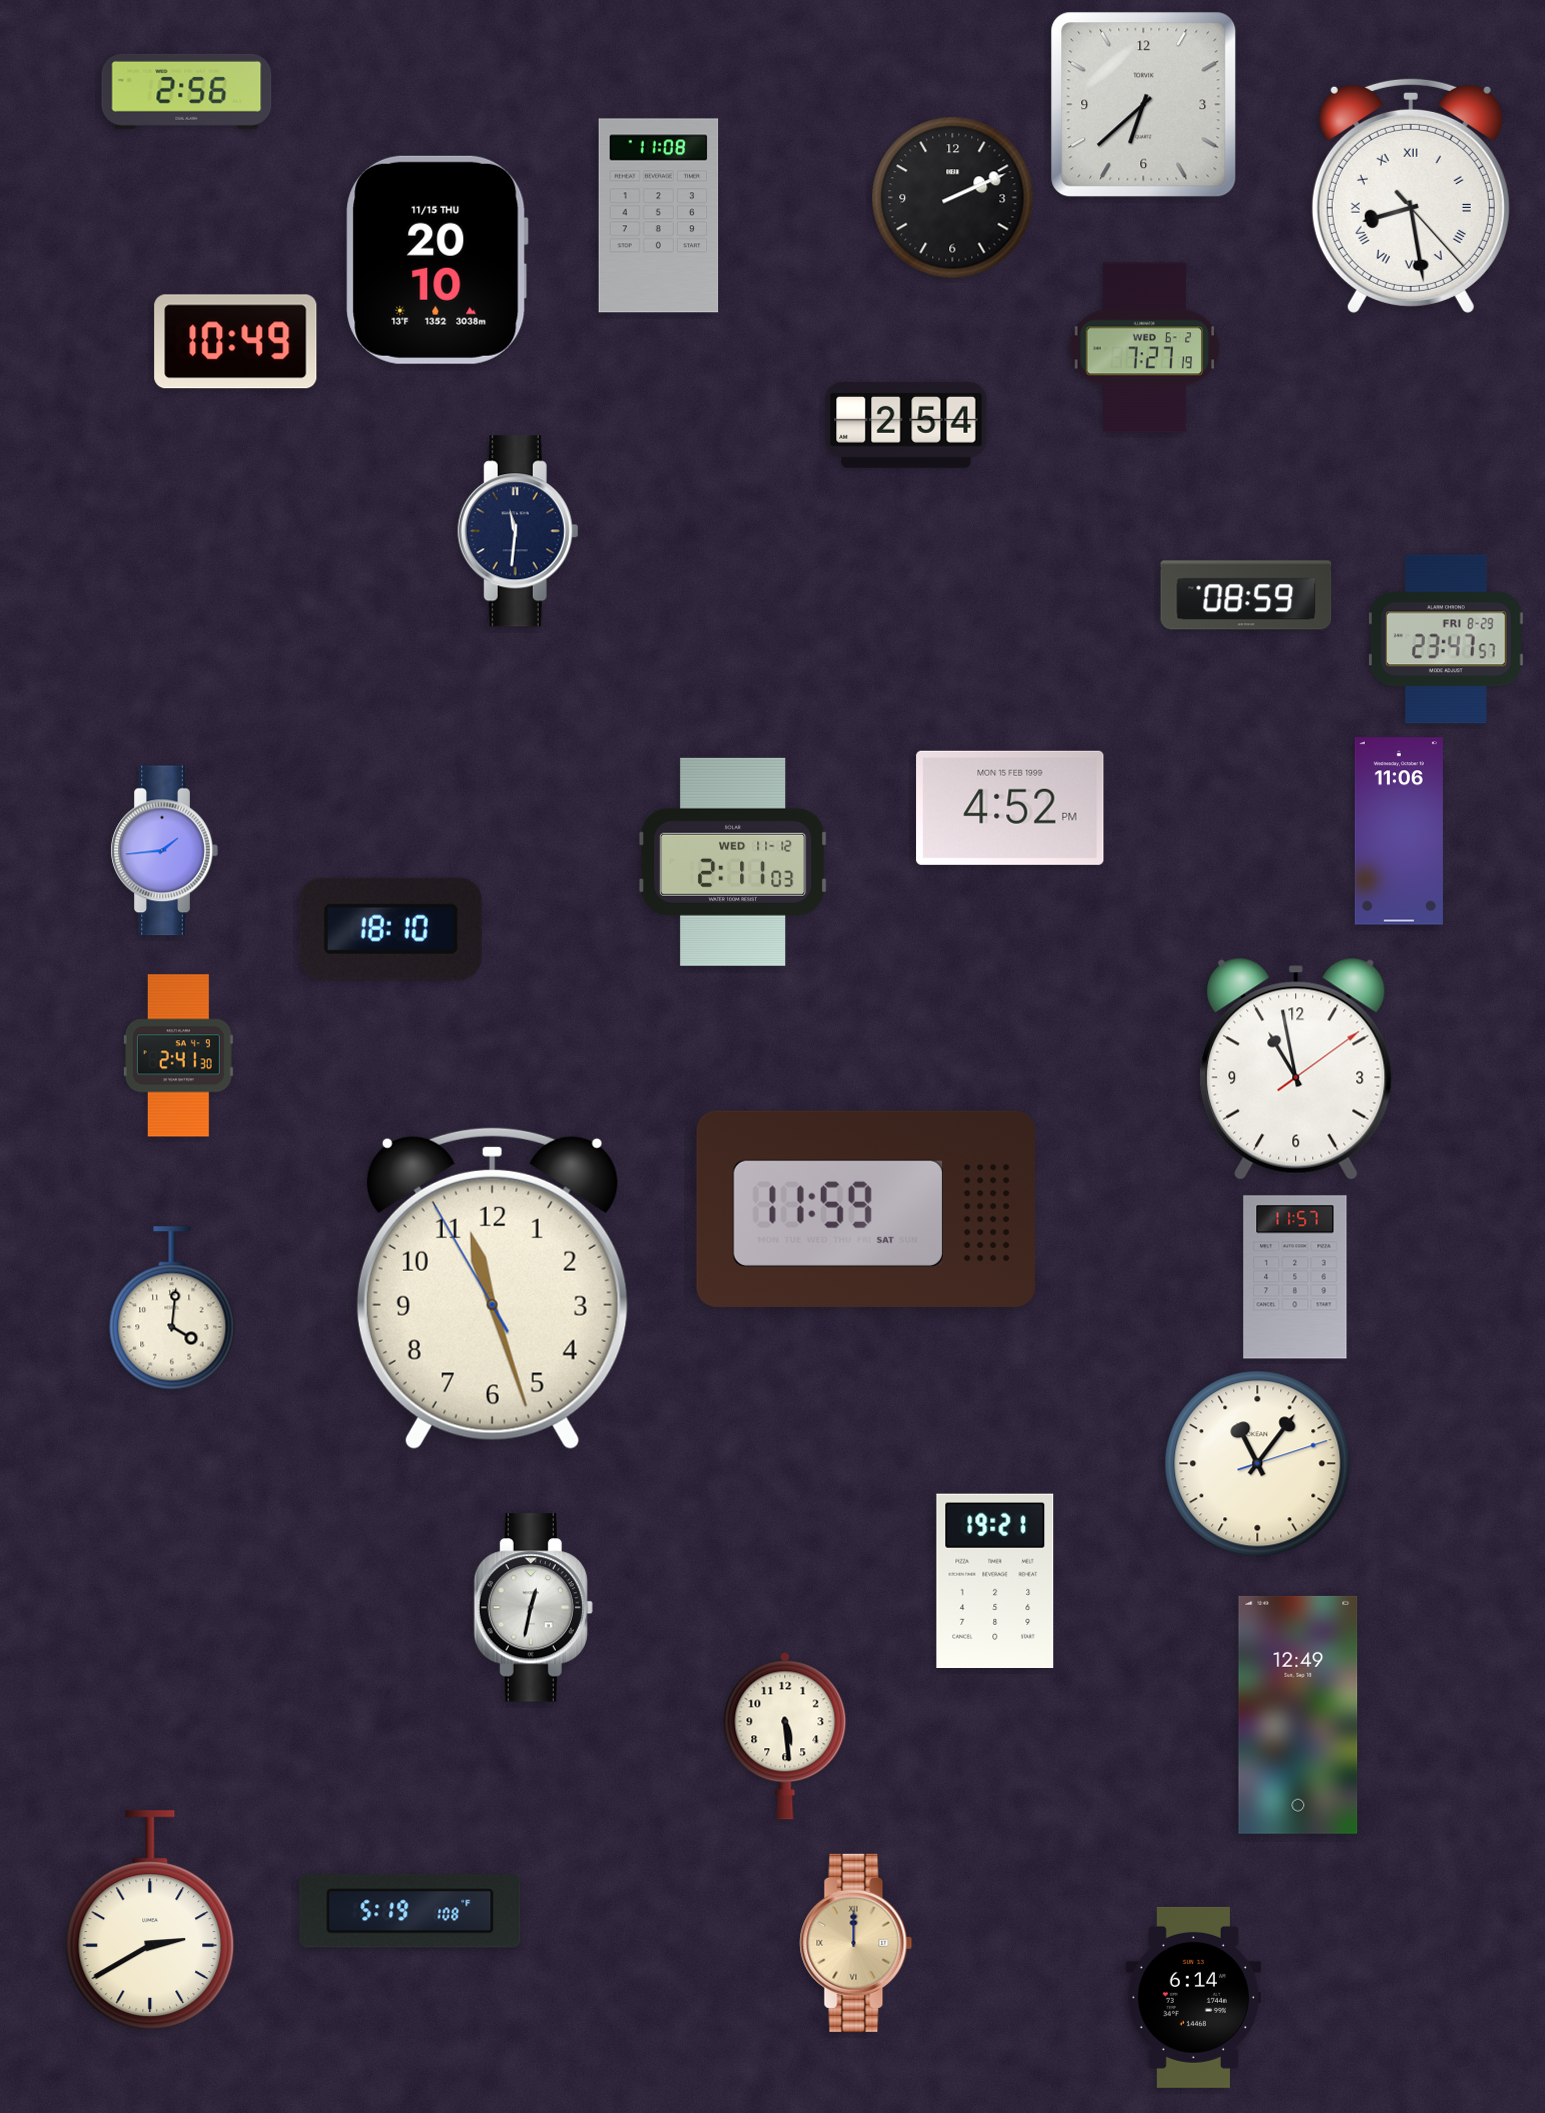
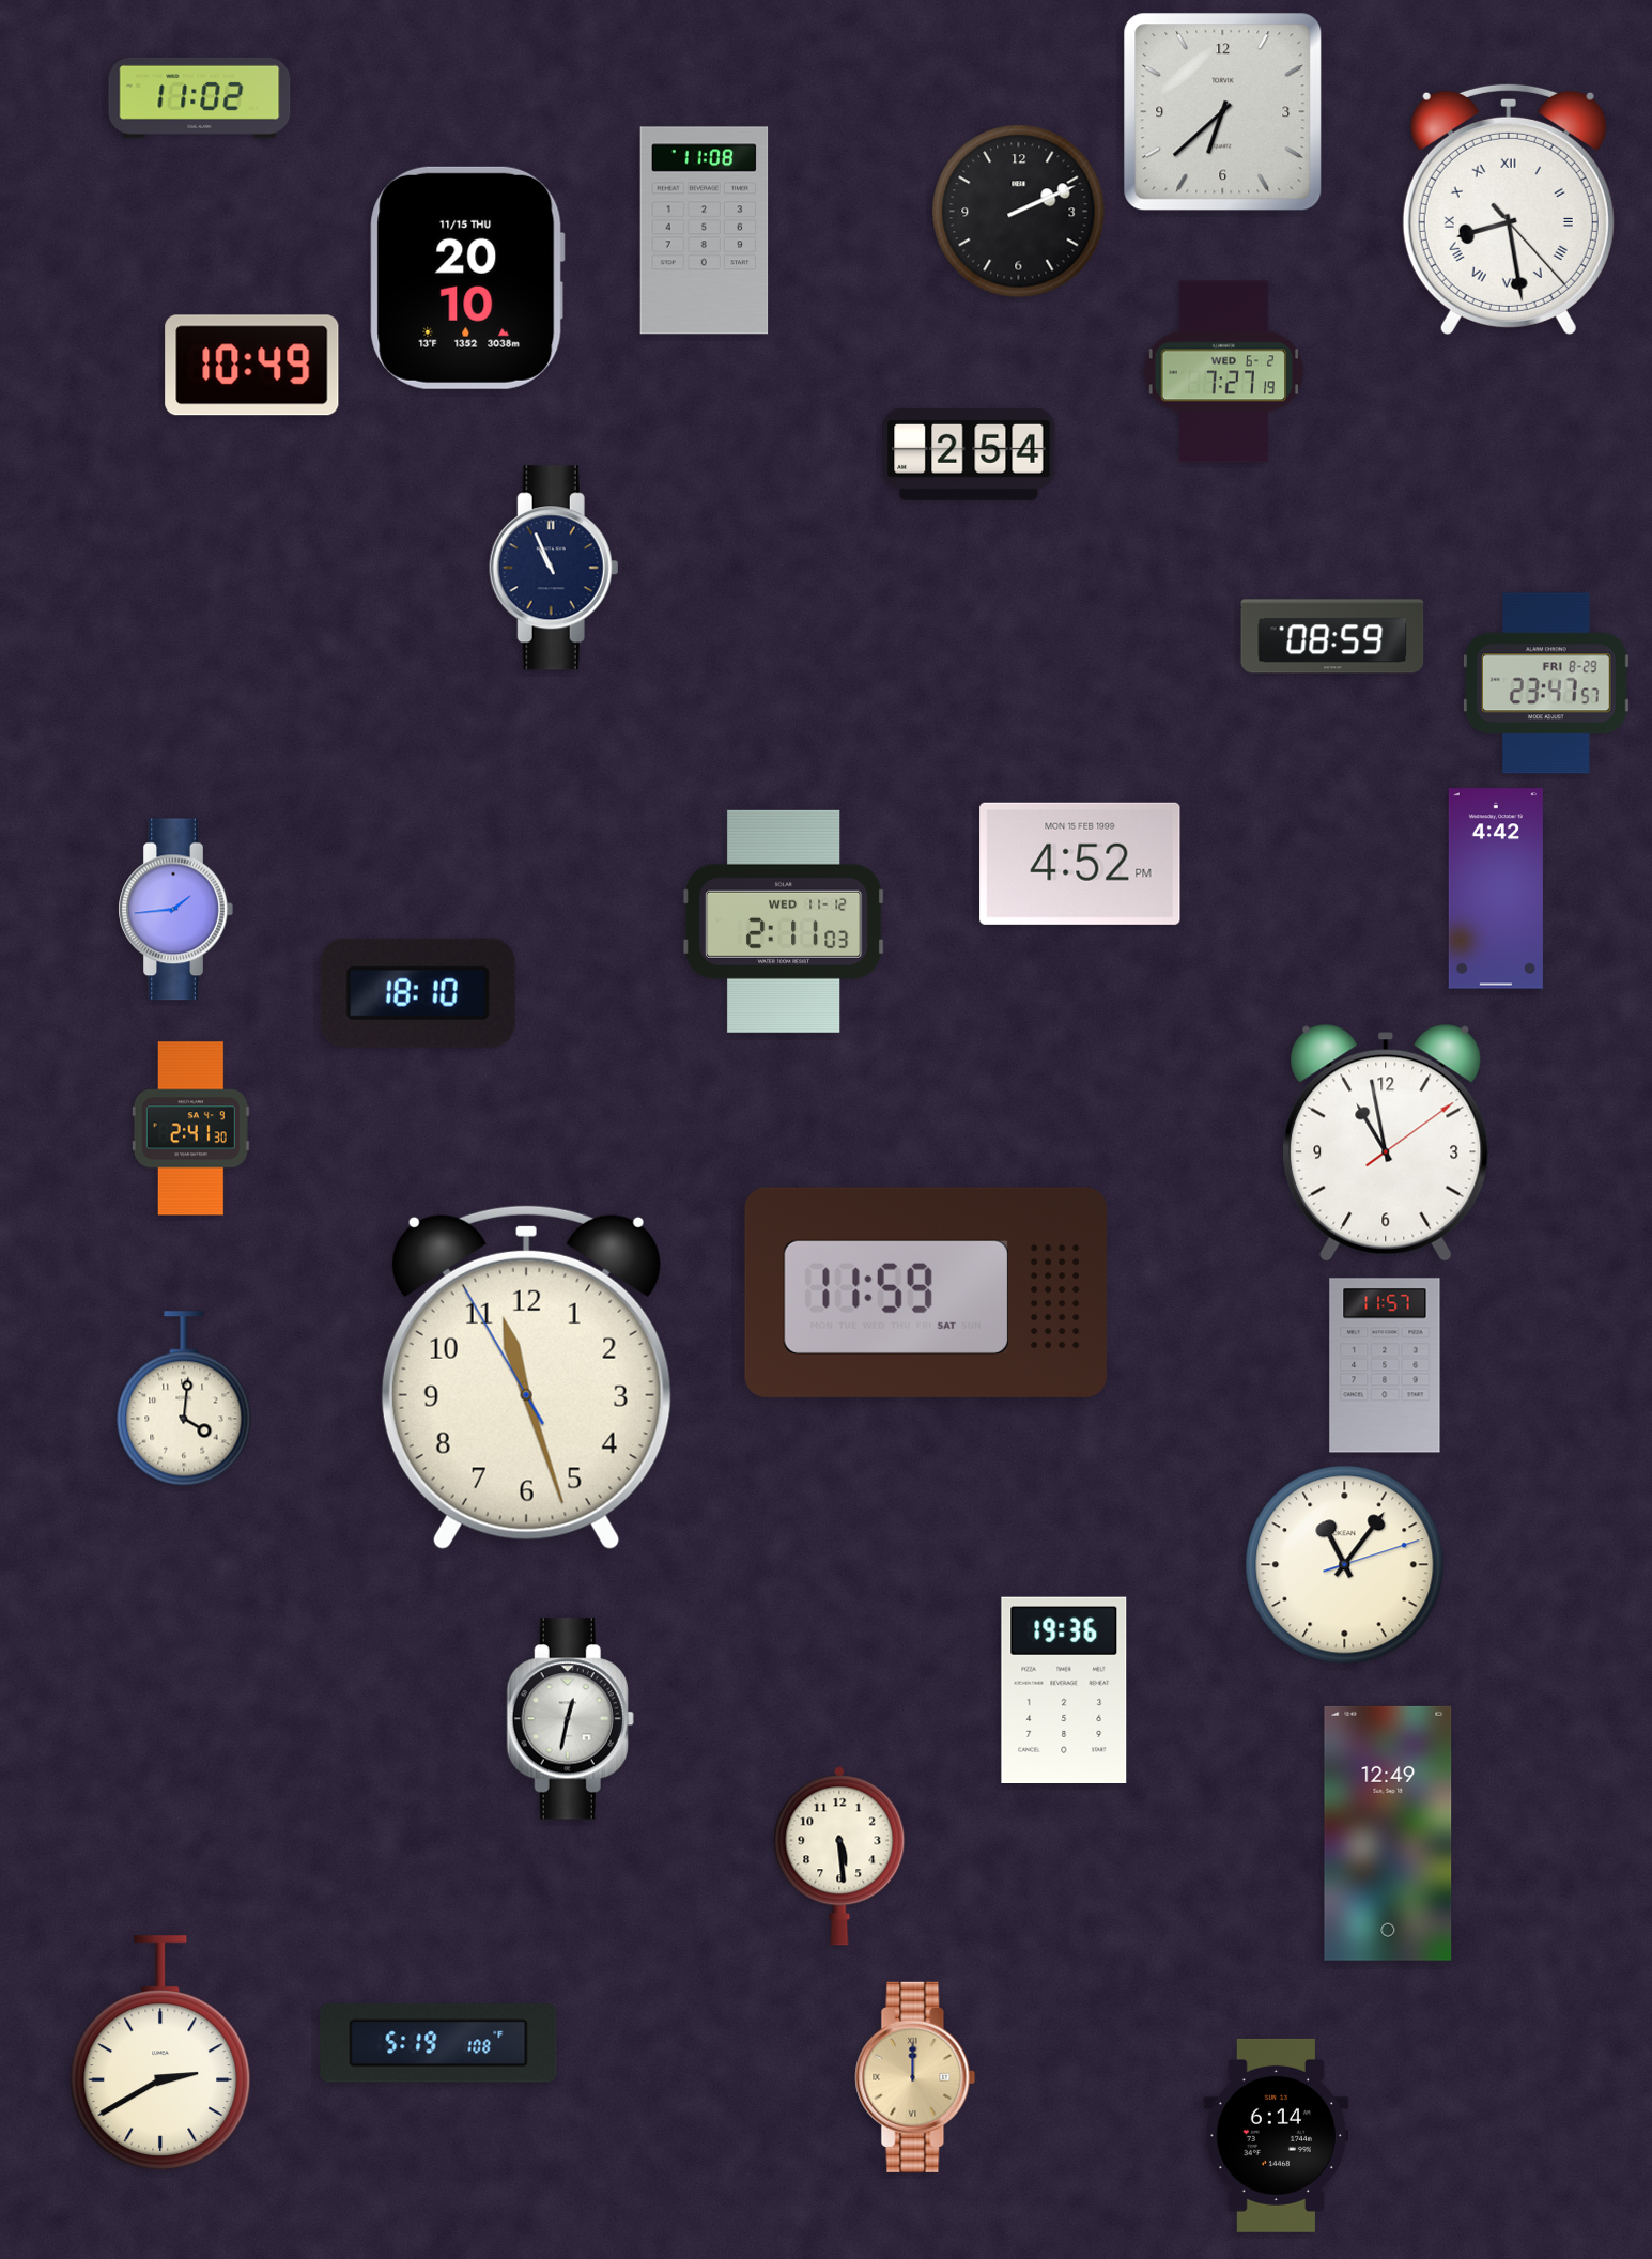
clock at (187, 91): 2:56 -> 11:02
clock at (518, 531): 11:31 -> 10:56
clock at (1399, 831): 11:06 -> 4:42
clock at (995, 1580): 19:21 -> 19:36
